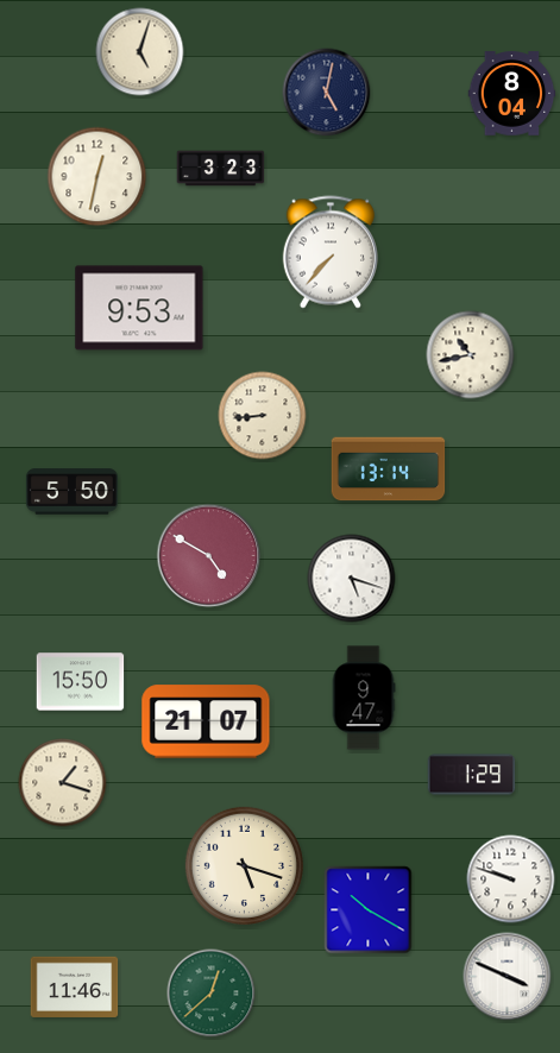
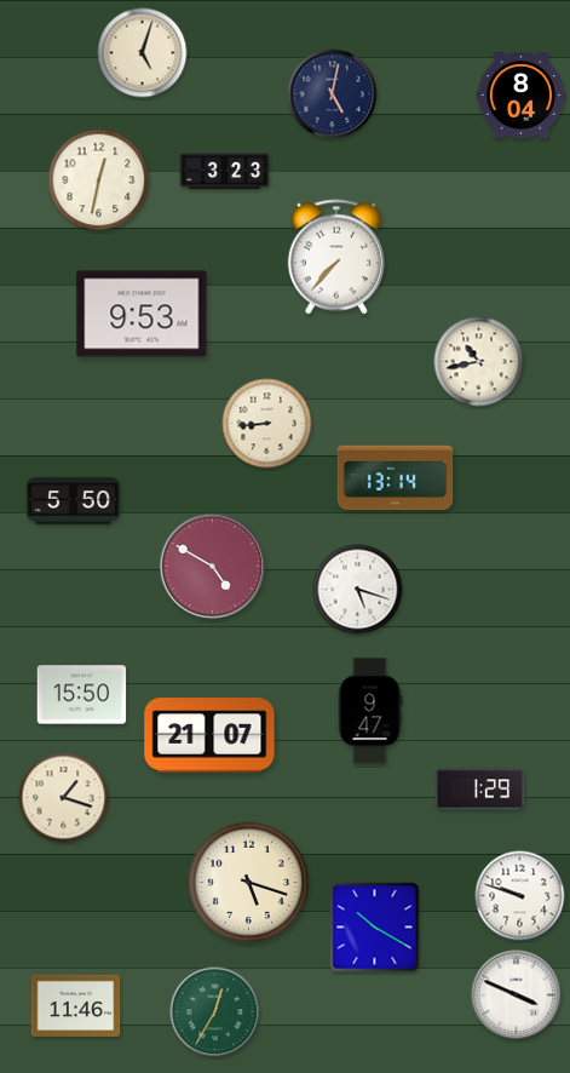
clock at (212, 994): 12:38 -> 12:35
